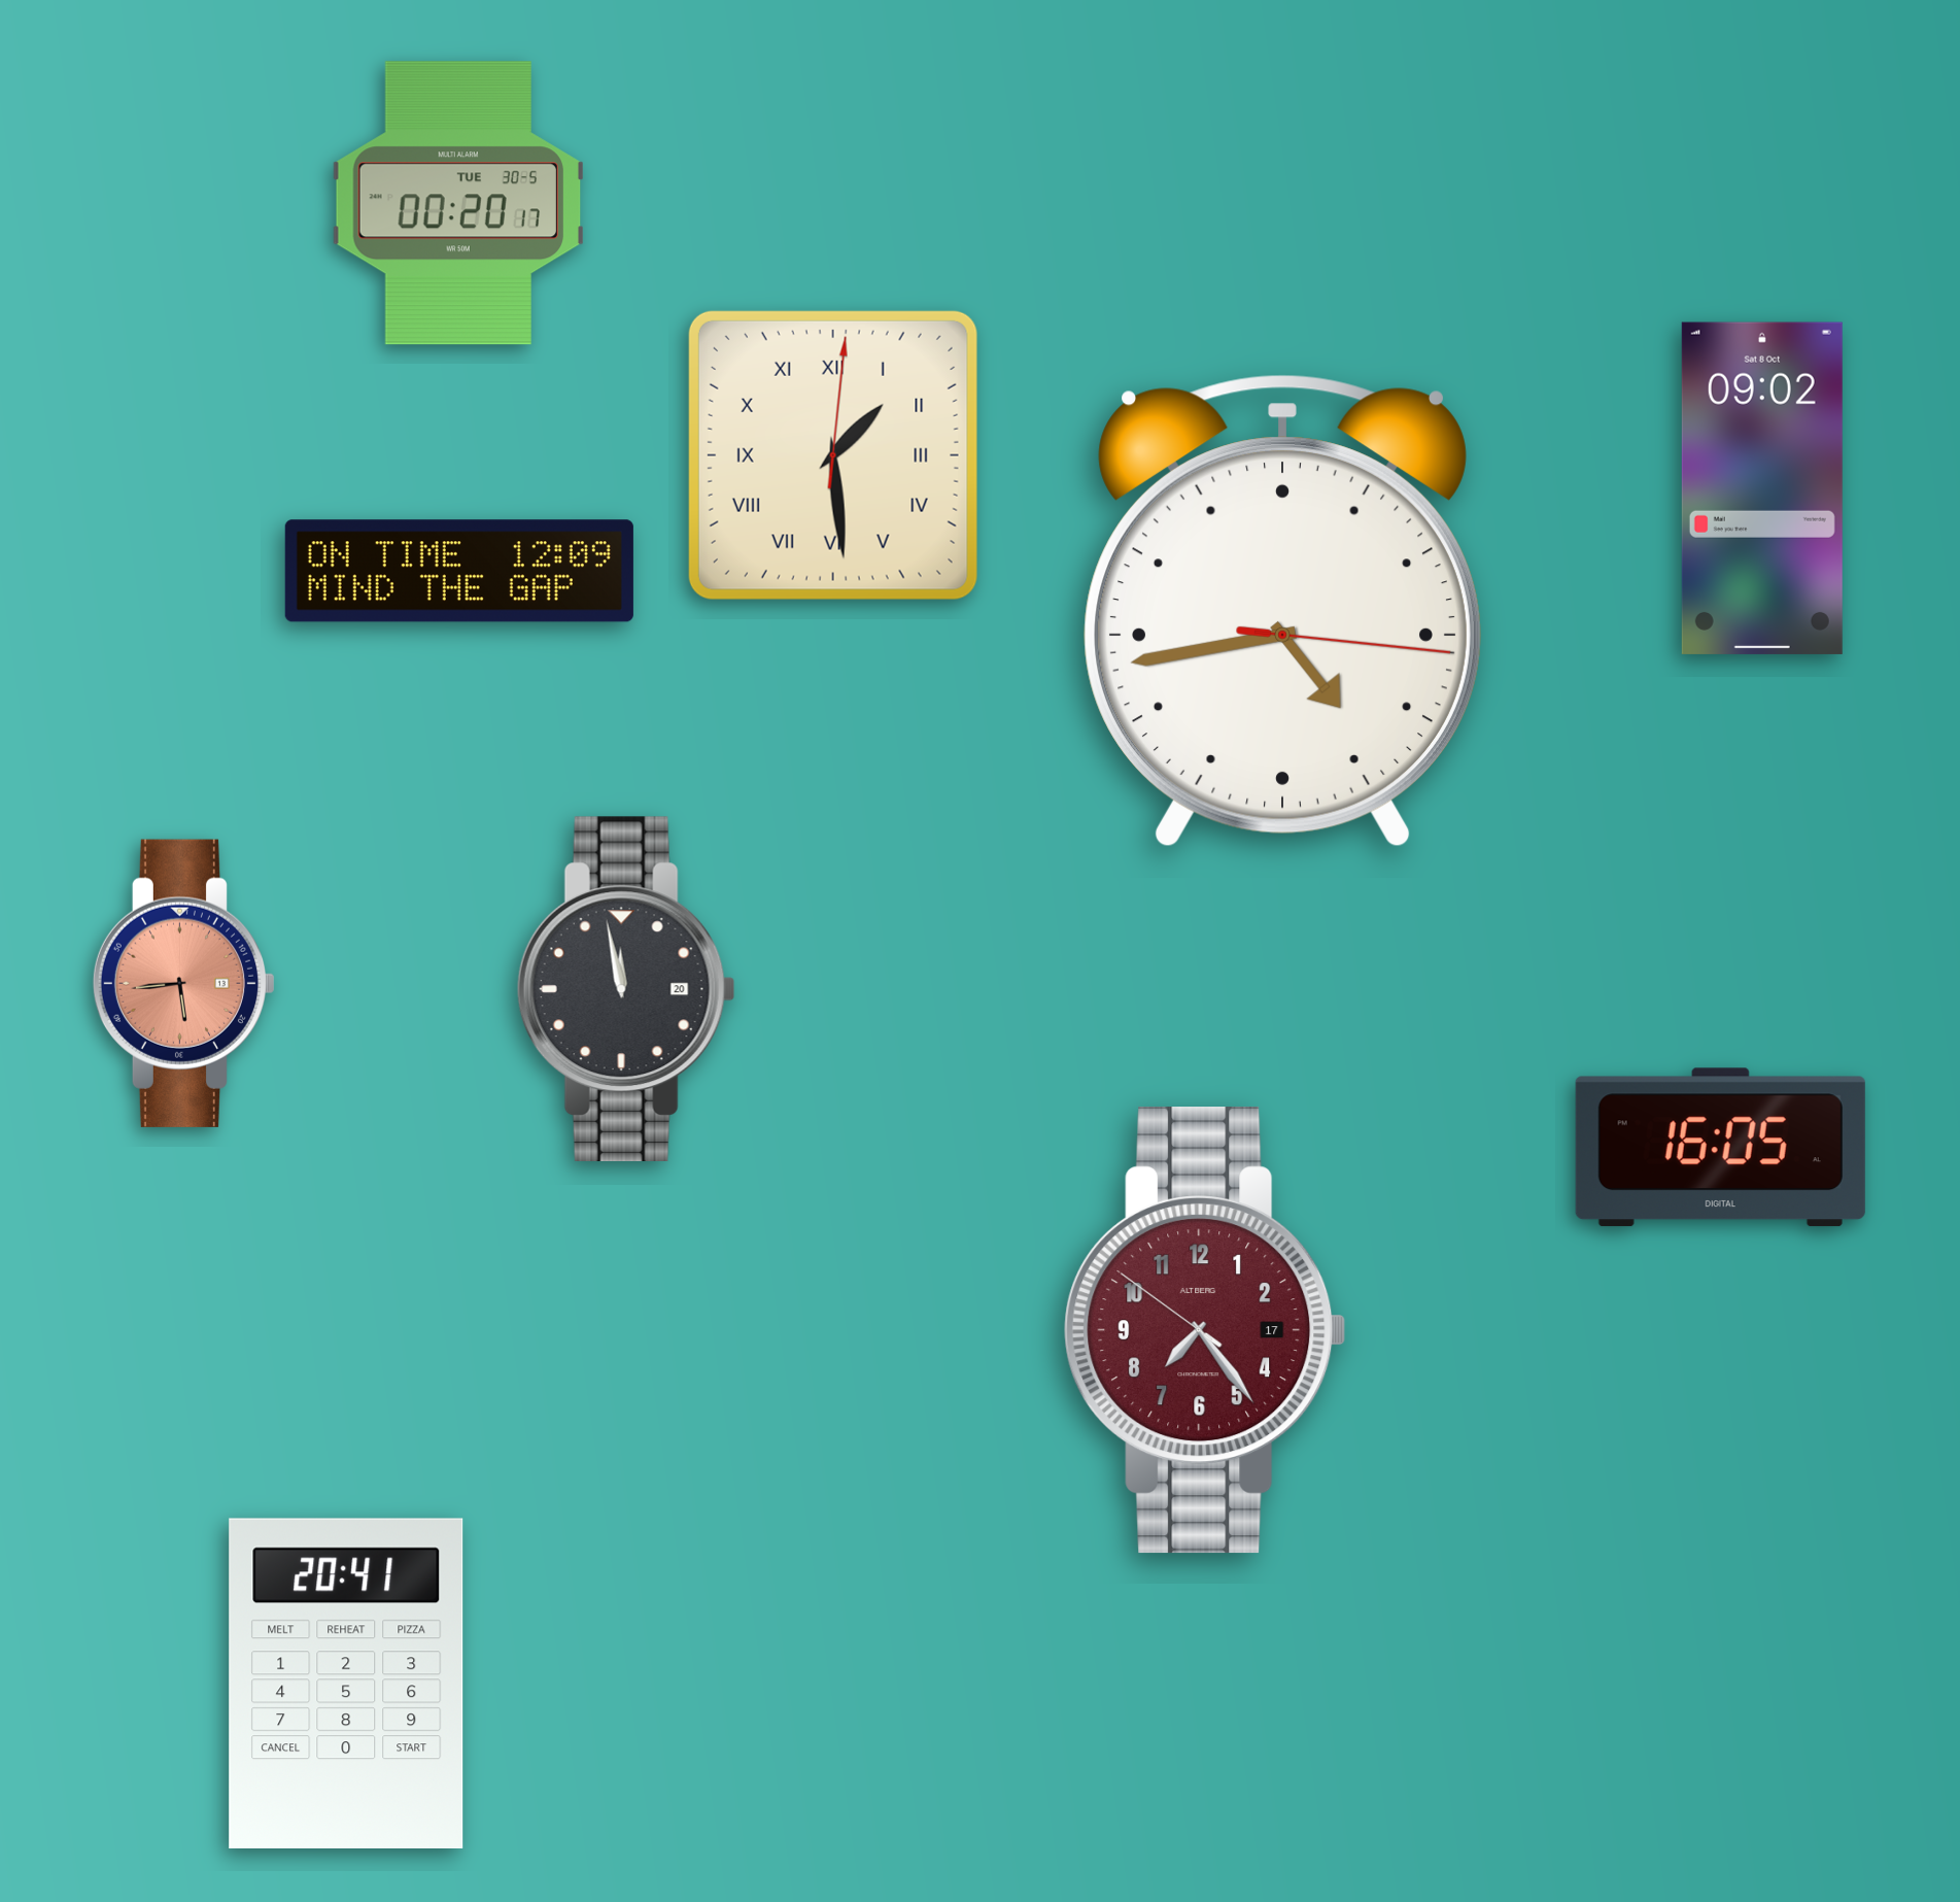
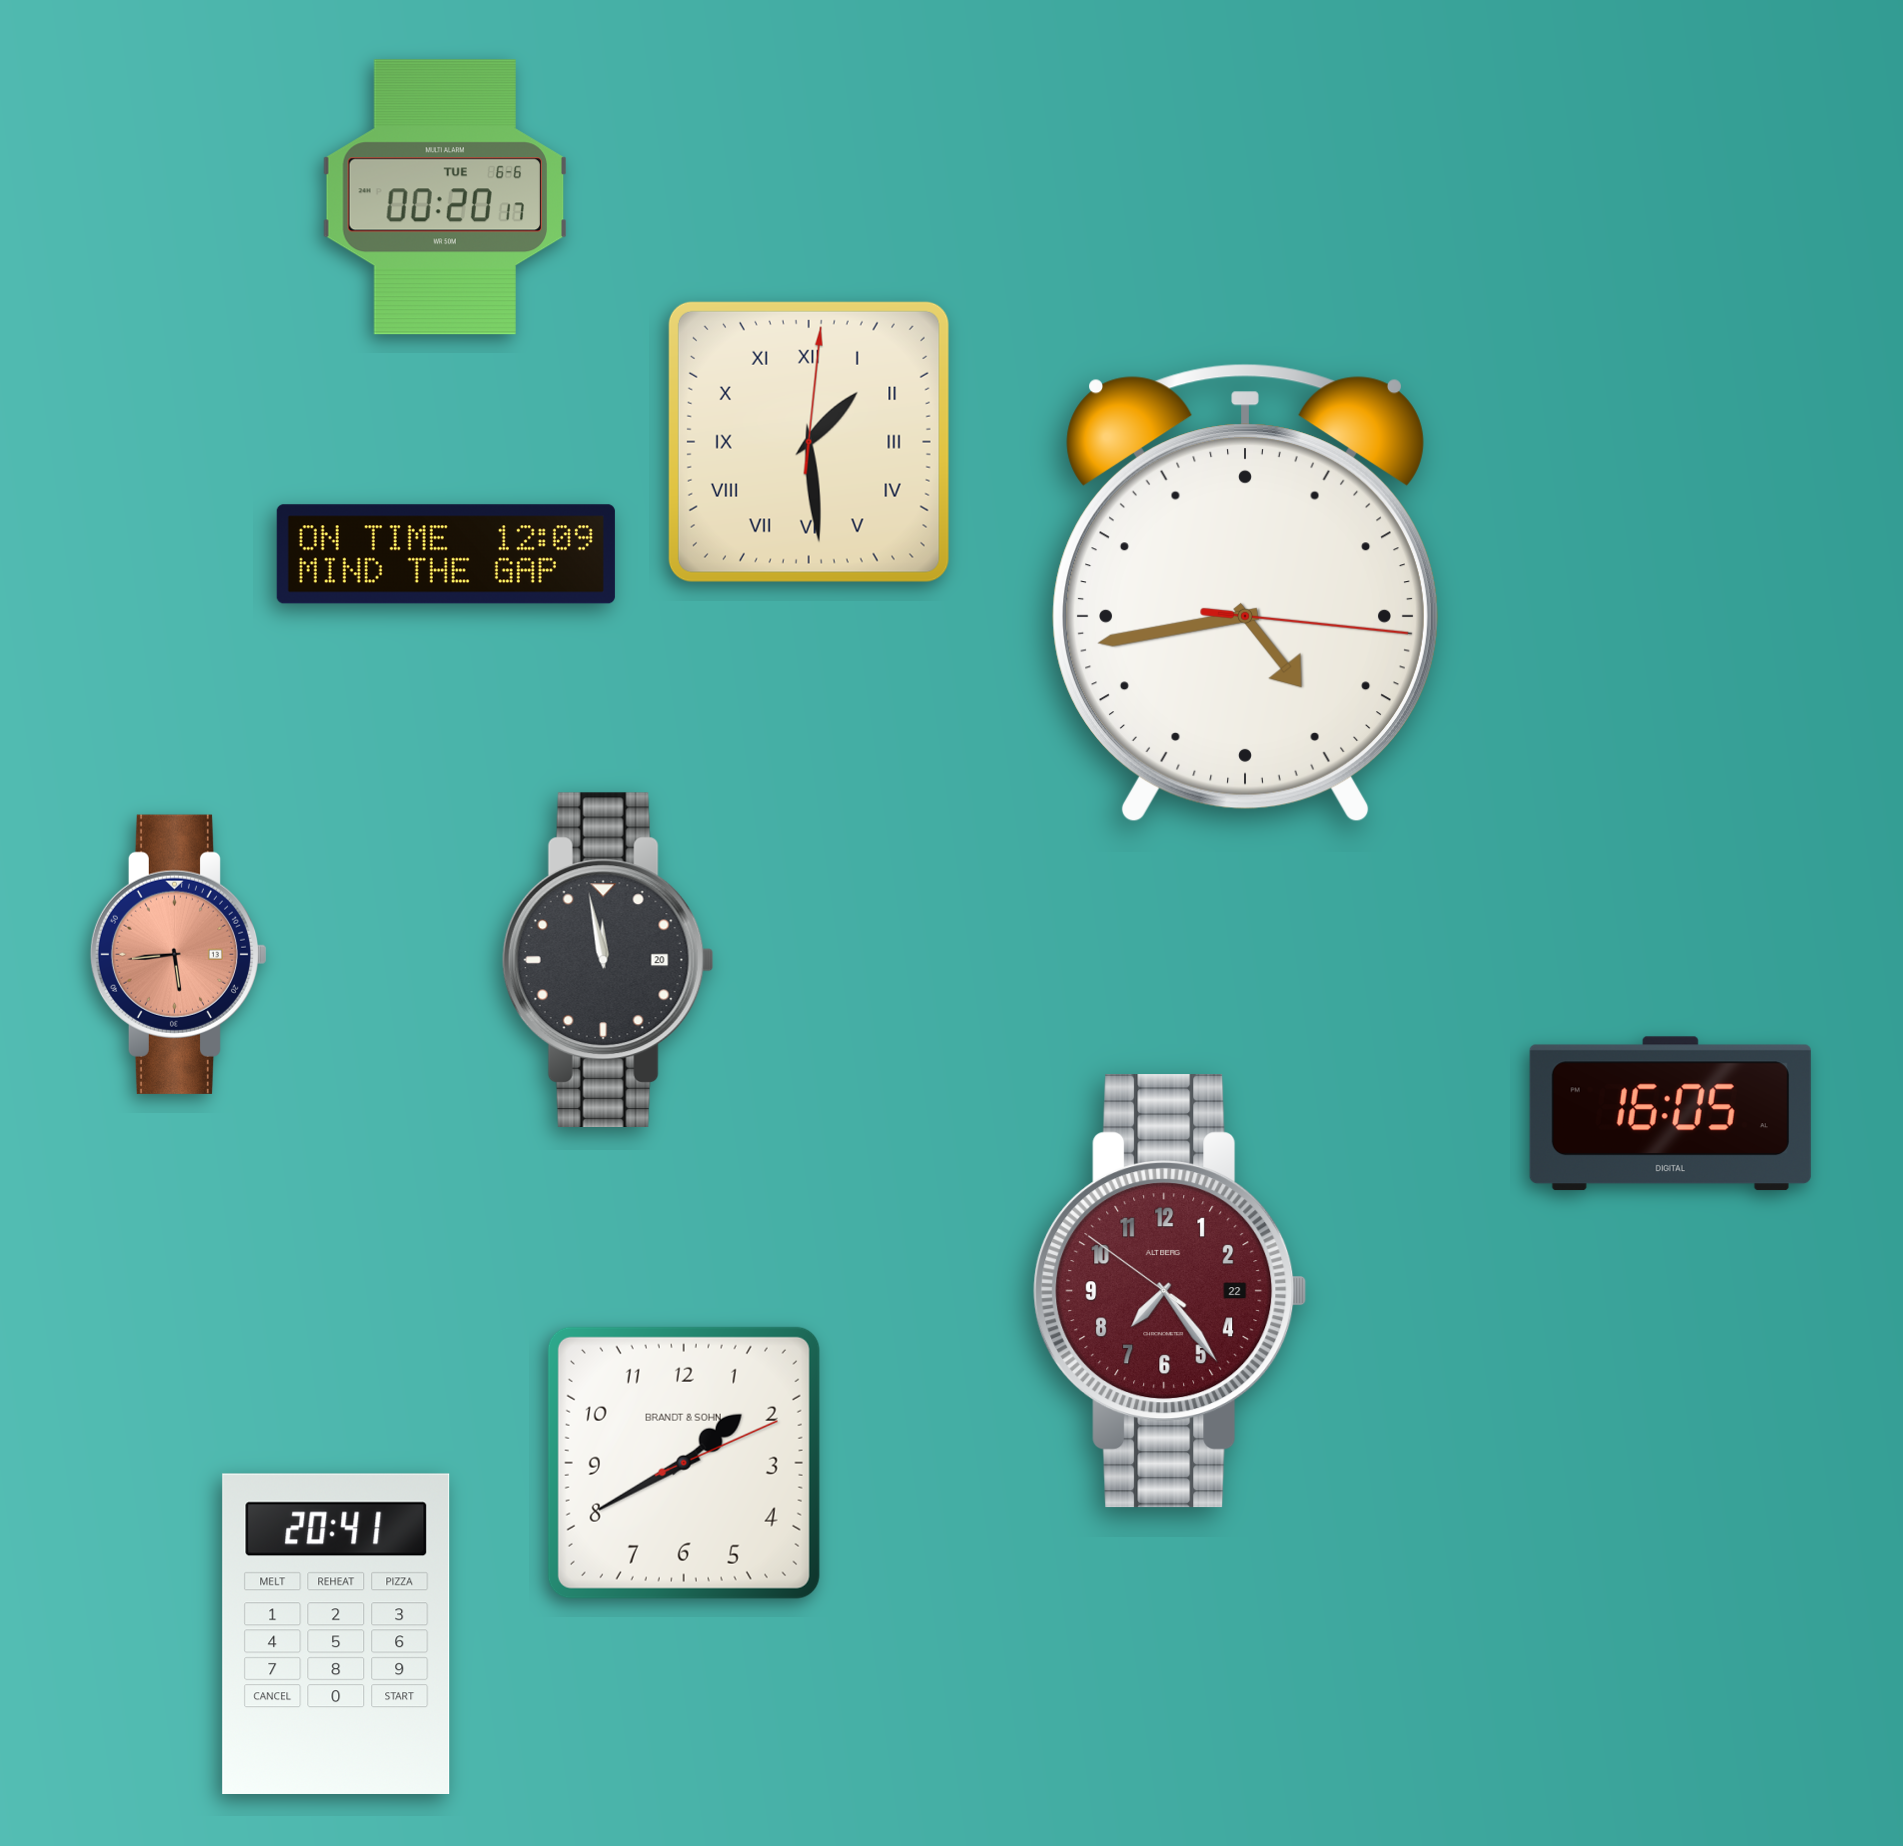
clock at (457, 203) date: TUE 30-5 -> TUE 6-6
clock at (1762, 488): 09:02 -> none
clock at (1205, 1330) date: 17 -> 22
clock at (684, 1463): none -> 1:40
